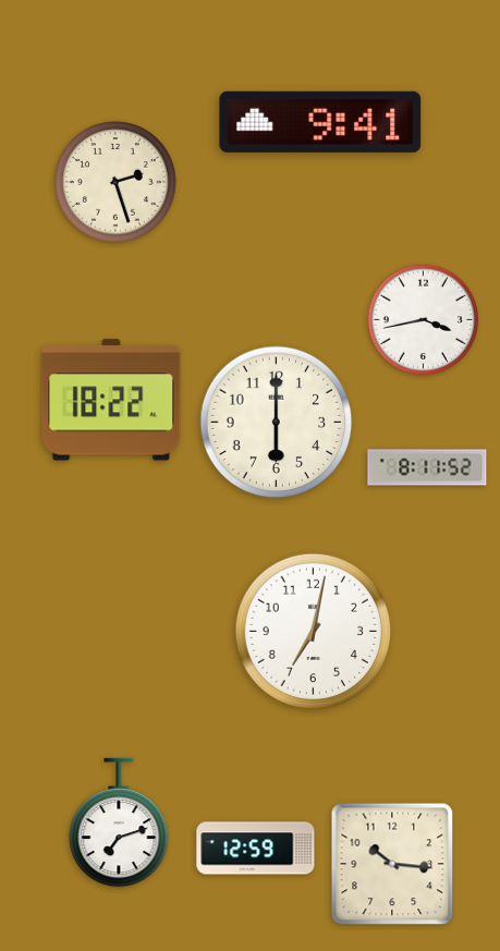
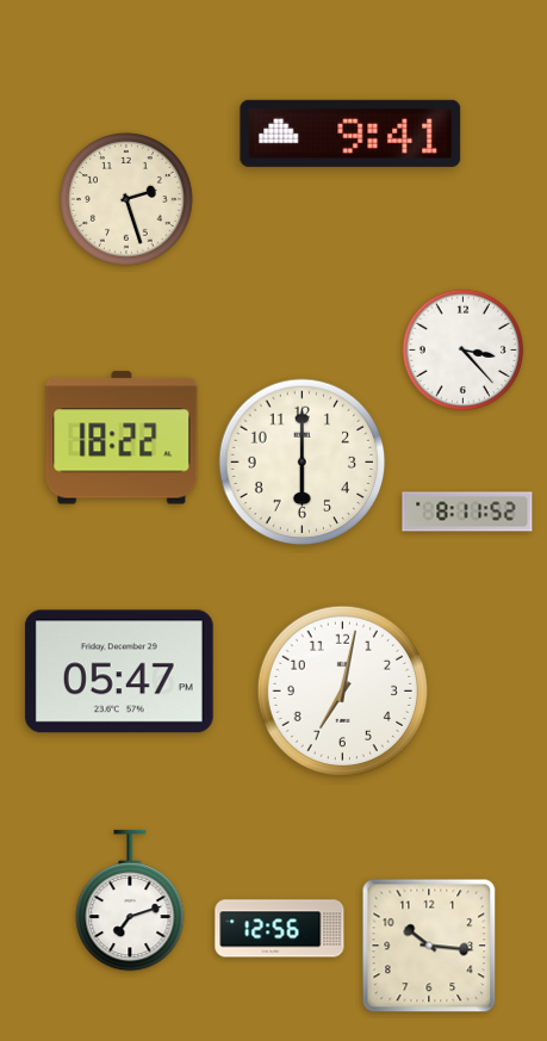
clock at (423, 319): 3:43 -> 3:23
clock at (119, 671): none -> 05:47
clock at (256, 849): 12:59 -> 12:56
